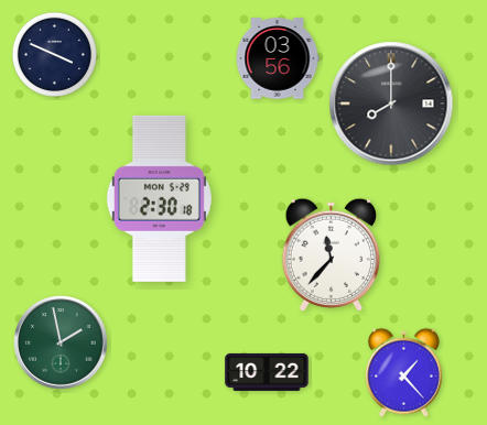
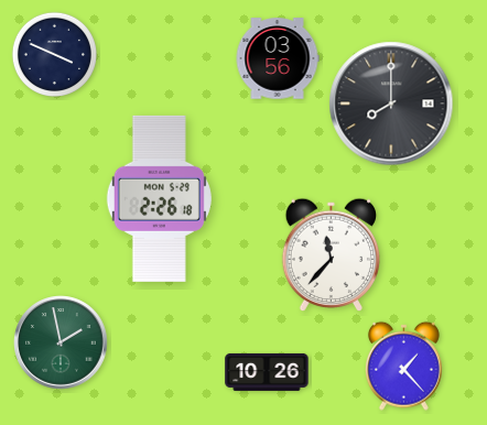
clock at (159, 198): 2:30 -> 2:26
clock at (267, 372): 10:22 -> 10:26
clock at (403, 372) position: (403, 372) -> (403, 366)
